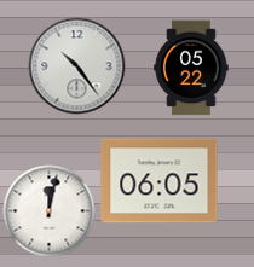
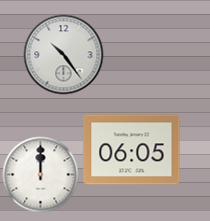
clock at (191, 68): 05:22 -> none
clock at (50, 211): 12:02 -> 12:00
